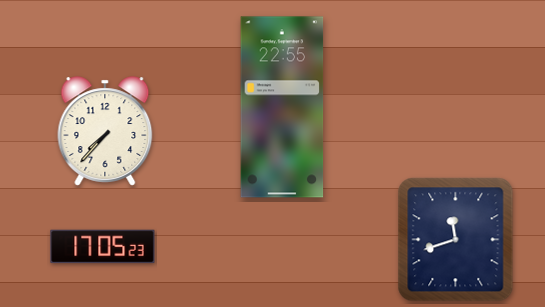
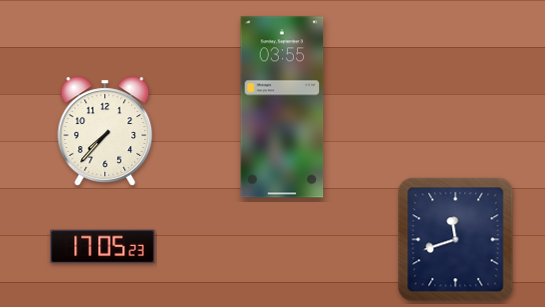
clock at (282, 107): 22:55 -> 03:55
